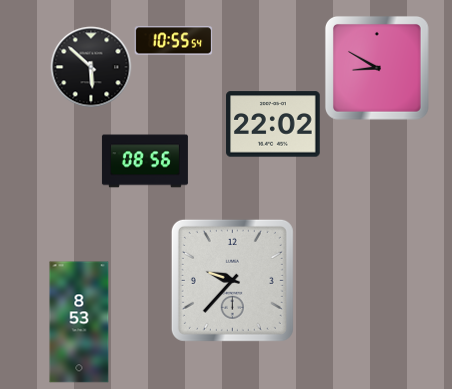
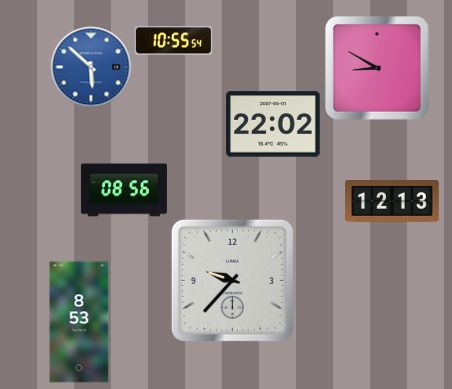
clock at (91, 67) dial: black -> blue
clock at (145, 161) position: (145, 161) -> (124, 190)
clock at (392, 201): none -> 12:13
